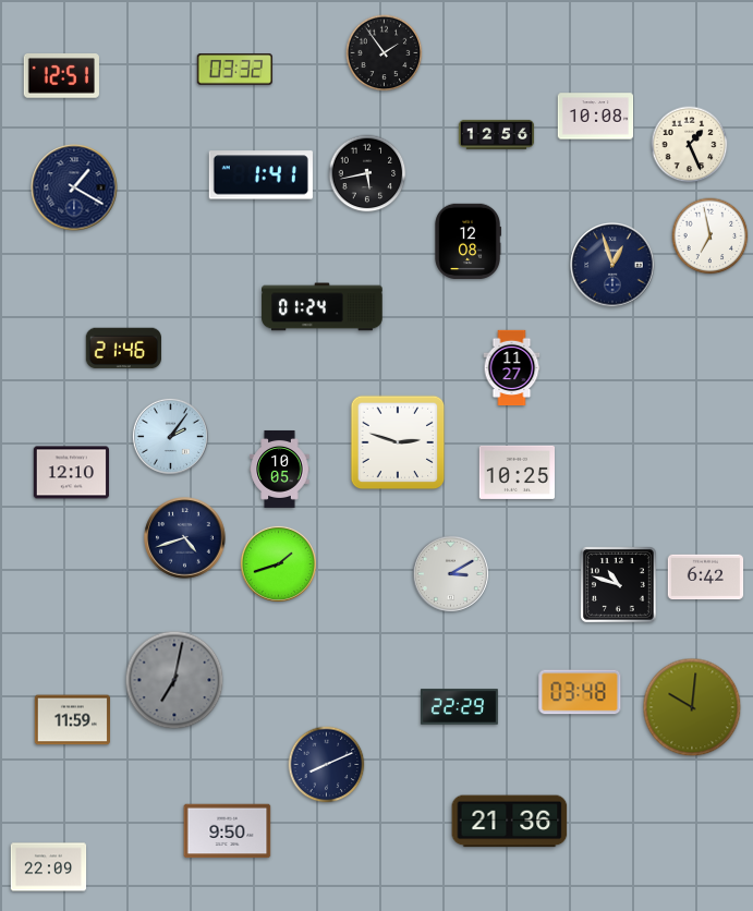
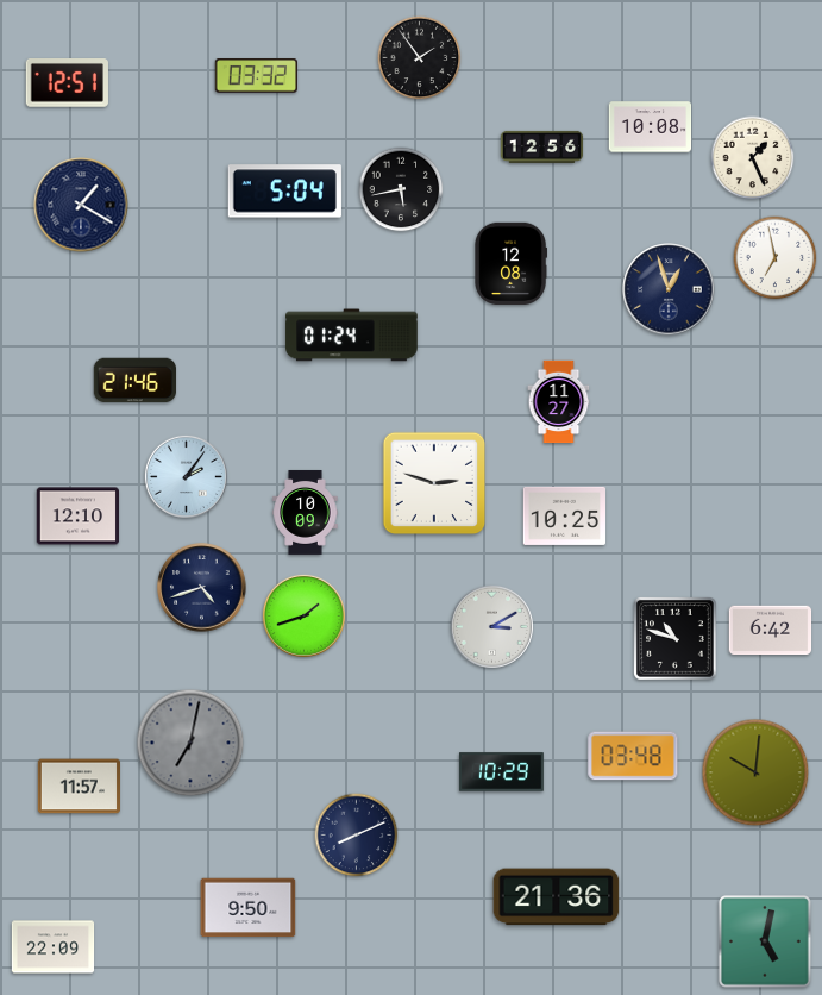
clock at (260, 175): 1:41 -> 5:04
clock at (280, 469): 10:05 -> 10:09
clock at (459, 707): 22:29 -> 10:29
clock at (72, 720): 11:59 -> 11:57
clock at (766, 943): none -> 5:02
